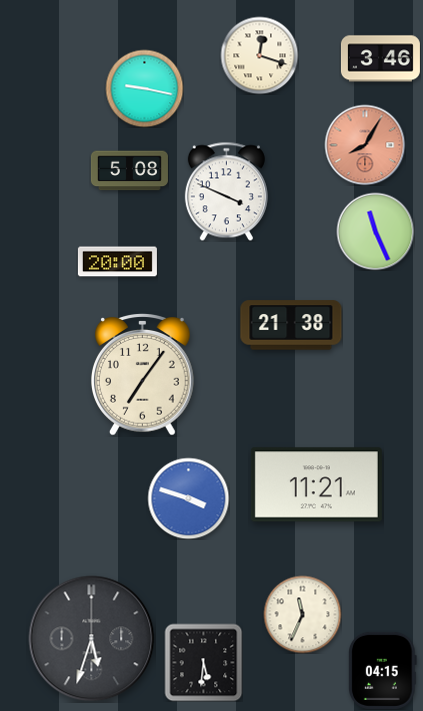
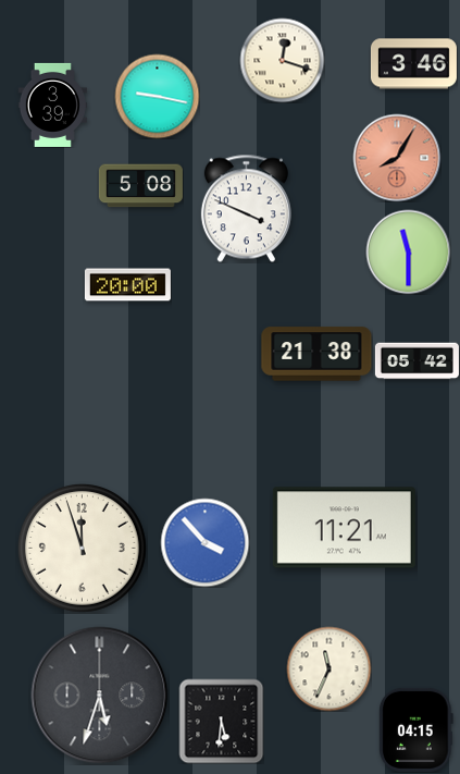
clock at (52, 105): none -> 3:39
clock at (375, 231): 11:26 -> 11:30
clock at (417, 361): none -> 05:42
clock at (143, 375): 7:06 -> none
clock at (188, 498): 3:48 -> 3:53
clock at (82, 548): none -> 11:57
